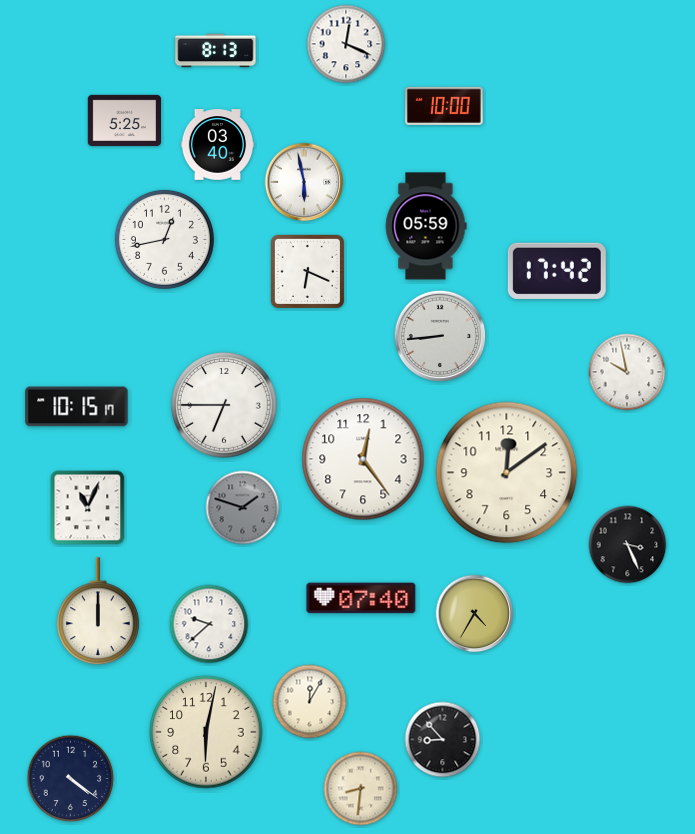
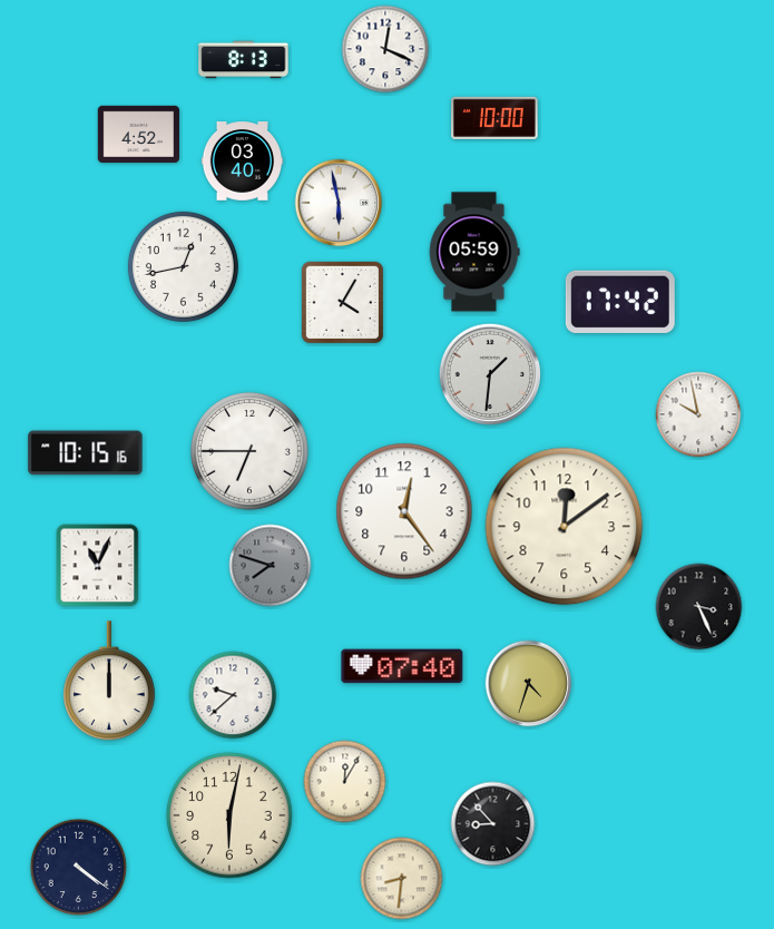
clock at (216, 51) position: (216, 51) -> (244, 60)
clock at (124, 120): 5:25 -> 4:52
clock at (307, 271): 6:19 -> 4:05
clock at (440, 336): 8:44 -> 1:31
clock at (77, 407): 10:15:17 -> 10:15:16
clock at (243, 508): 1:48 -> 7:48
clock at (475, 614): 4:35 -> 4:33
